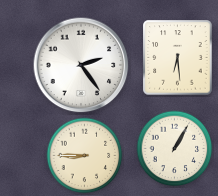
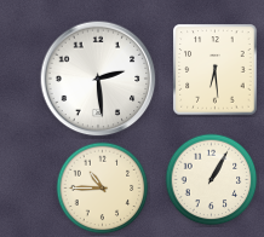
clock at (81, 65): 2:24 -> 2:29
clock at (85, 156): 8:45 -> 10:45
